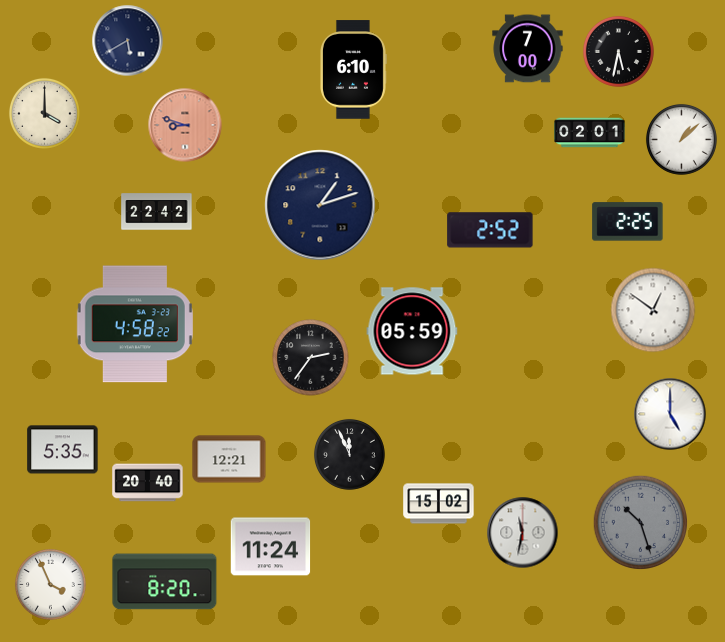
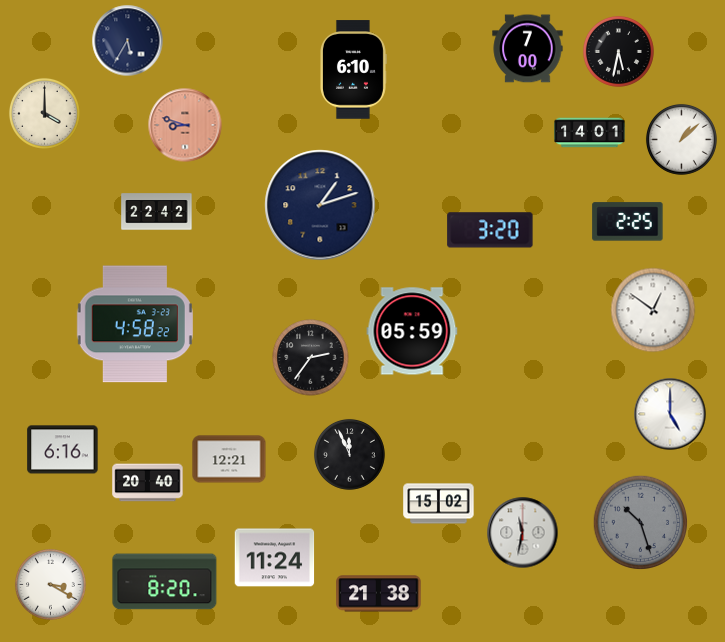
clock at (128, 41): 5:40 -> 5:35
clock at (590, 133): 02:01 -> 14:01
clock at (490, 230): 2:52 -> 3:20
clock at (63, 450): 5:35 -> 6:16
clock at (271, 547) position: (271, 547) -> (275, 558)
clock at (50, 584): 3:56 -> 3:20
clock at (379, 594): none -> 21:38
